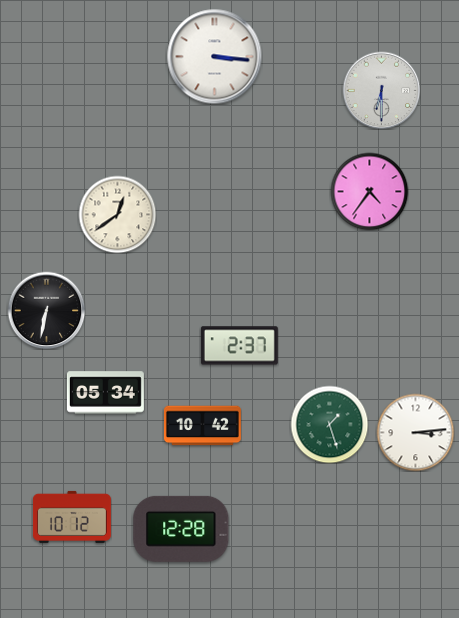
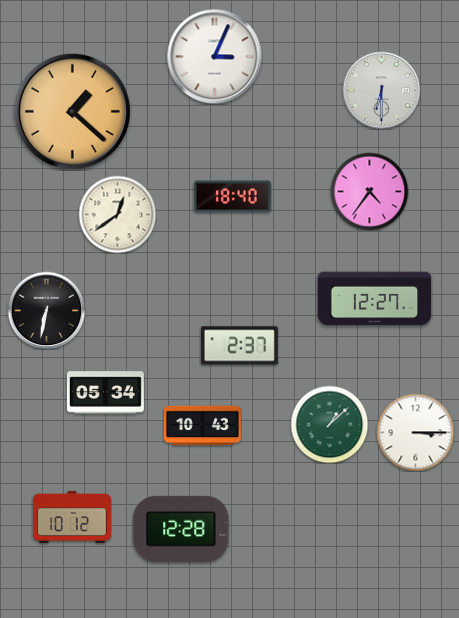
clock at (214, 56): 3:16 -> 3:04
clock at (72, 111): none -> 1:22
clock at (232, 197): none -> 18:40
clock at (375, 299): none -> 12:27
clock at (329, 424): 1:27 -> 1:08
clock at (202, 426): 10:42 -> 10:43
clock at (415, 432): 3:14 -> 3:15
